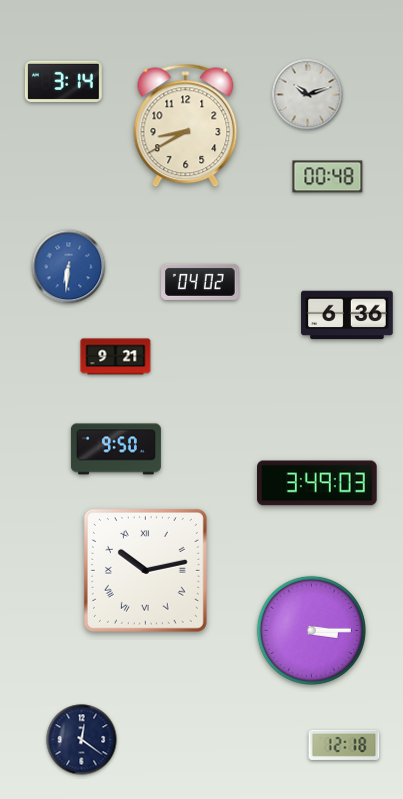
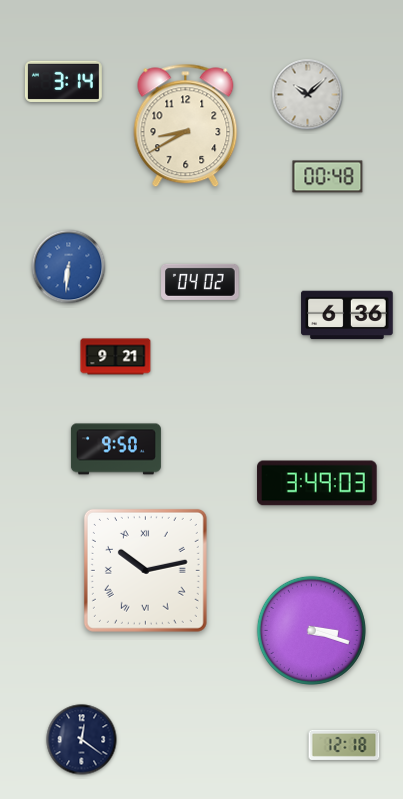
clock at (308, 95): 10:12 -> 10:08
clock at (311, 630): 3:15 -> 3:18
